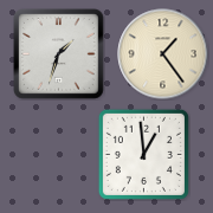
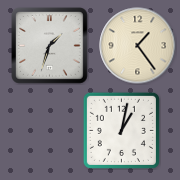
clock at (143, 154): 12:59 -> 1:02
